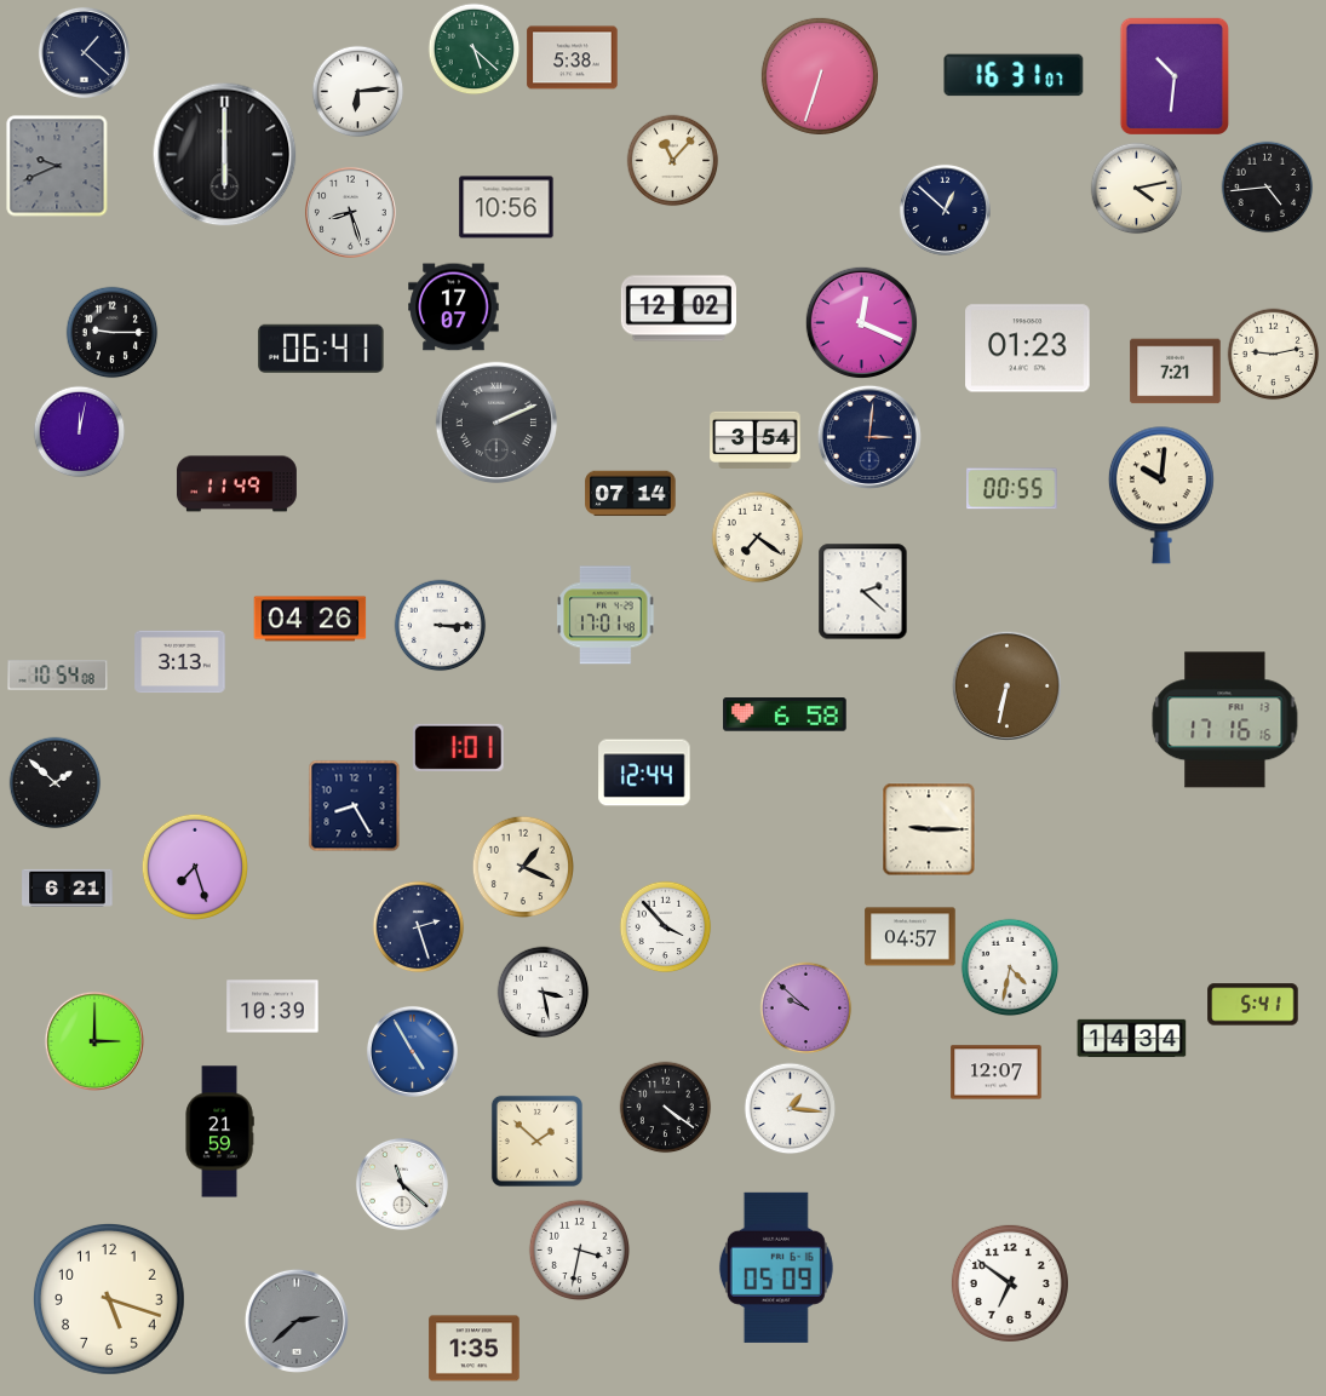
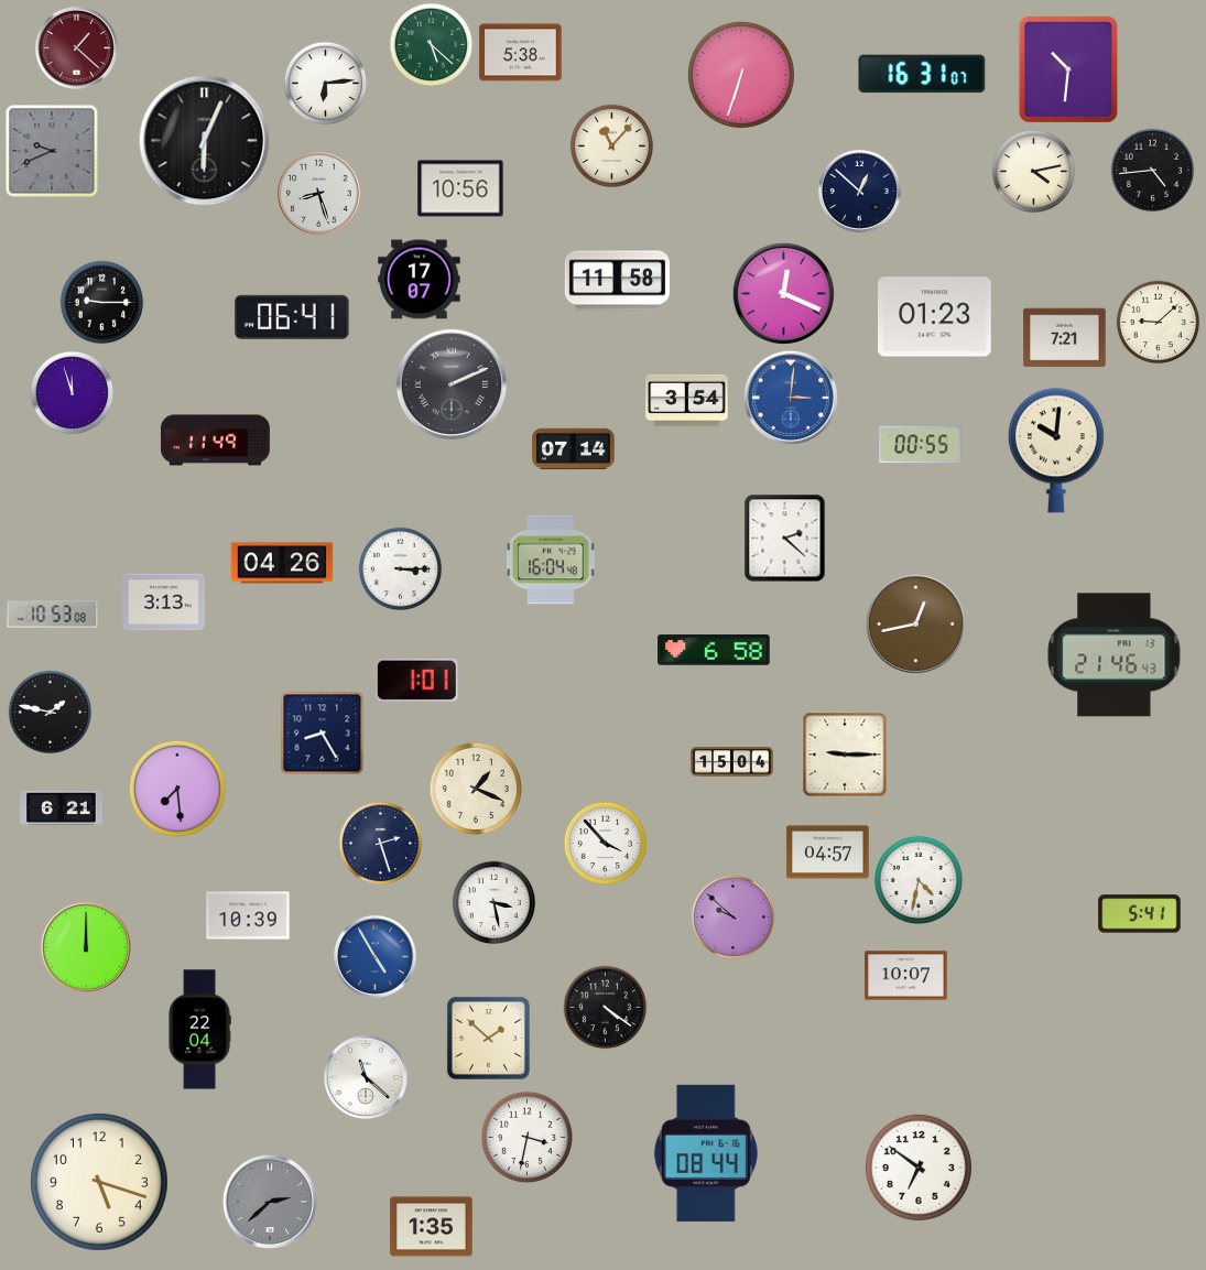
clock at (84, 52) dial: navy -> burgundy
clock at (1014, 75) position: (1014, 75) -> (922, 74)
clock at (820, 76) position: (820, 76) -> (741, 75)
clock at (225, 155): 6:00 -> 6:04
clock at (454, 308) position: (454, 308) -> (420, 280)
clock at (678, 309): 12:02 -> 11:58
clock at (1274, 355): 9:13 -> 9:08
clock at (1176, 372) position: (1176, 372) -> (1065, 338)
clock at (80, 432): 12:02 -> 11:57
clock at (869, 437) dial: navy -> blue
clock at (758, 538): 7:21 -> none
clock at (605, 615): 17:01 -> 16:04
clock at (58, 676): 10:54 -> 10:53
clock at (1006, 685): 6:32 -> 12:43
clock at (1225, 720): 17:16 -> 21:46
clock at (644, 772): 12:44 -> none
clock at (56, 783): 1:52 -> 1:47
clock at (732, 762): none -> 15:04
clock at (194, 866): 7:27 -> 7:29
clock at (1132, 1038): 14:34 -> none
clock at (94, 1041): 3:00 -> 12:00
clock at (997, 1073): 12:07 -> 10:07
clock at (791, 1109): 1:16 -> none
clock at (219, 1132): 21:59 -> 22:04
clock at (776, 1268): 05:09 -> 08:44
